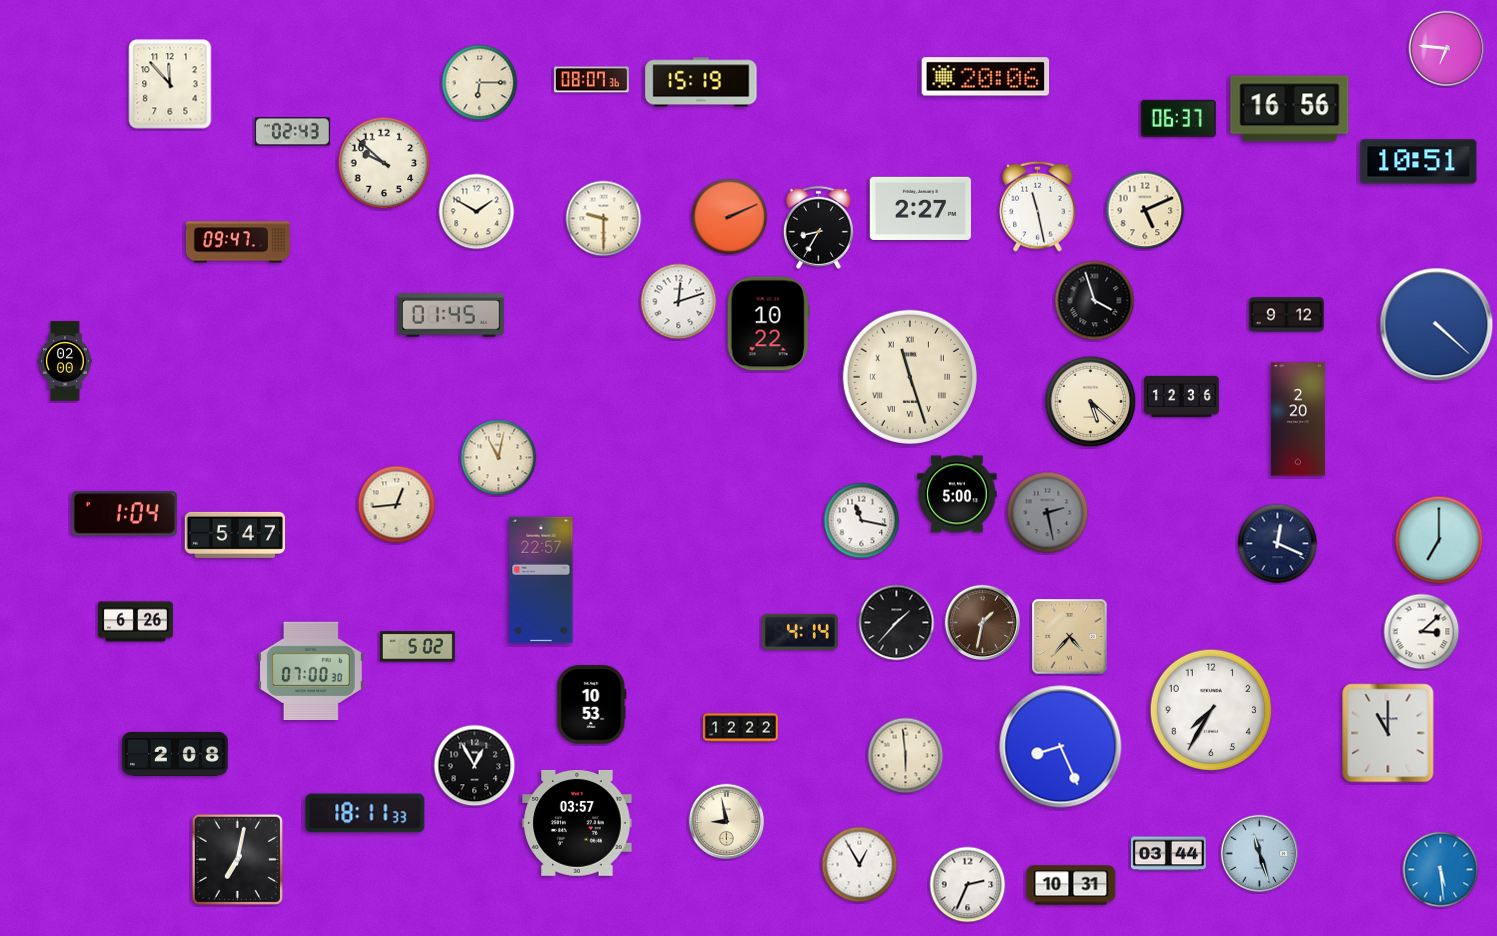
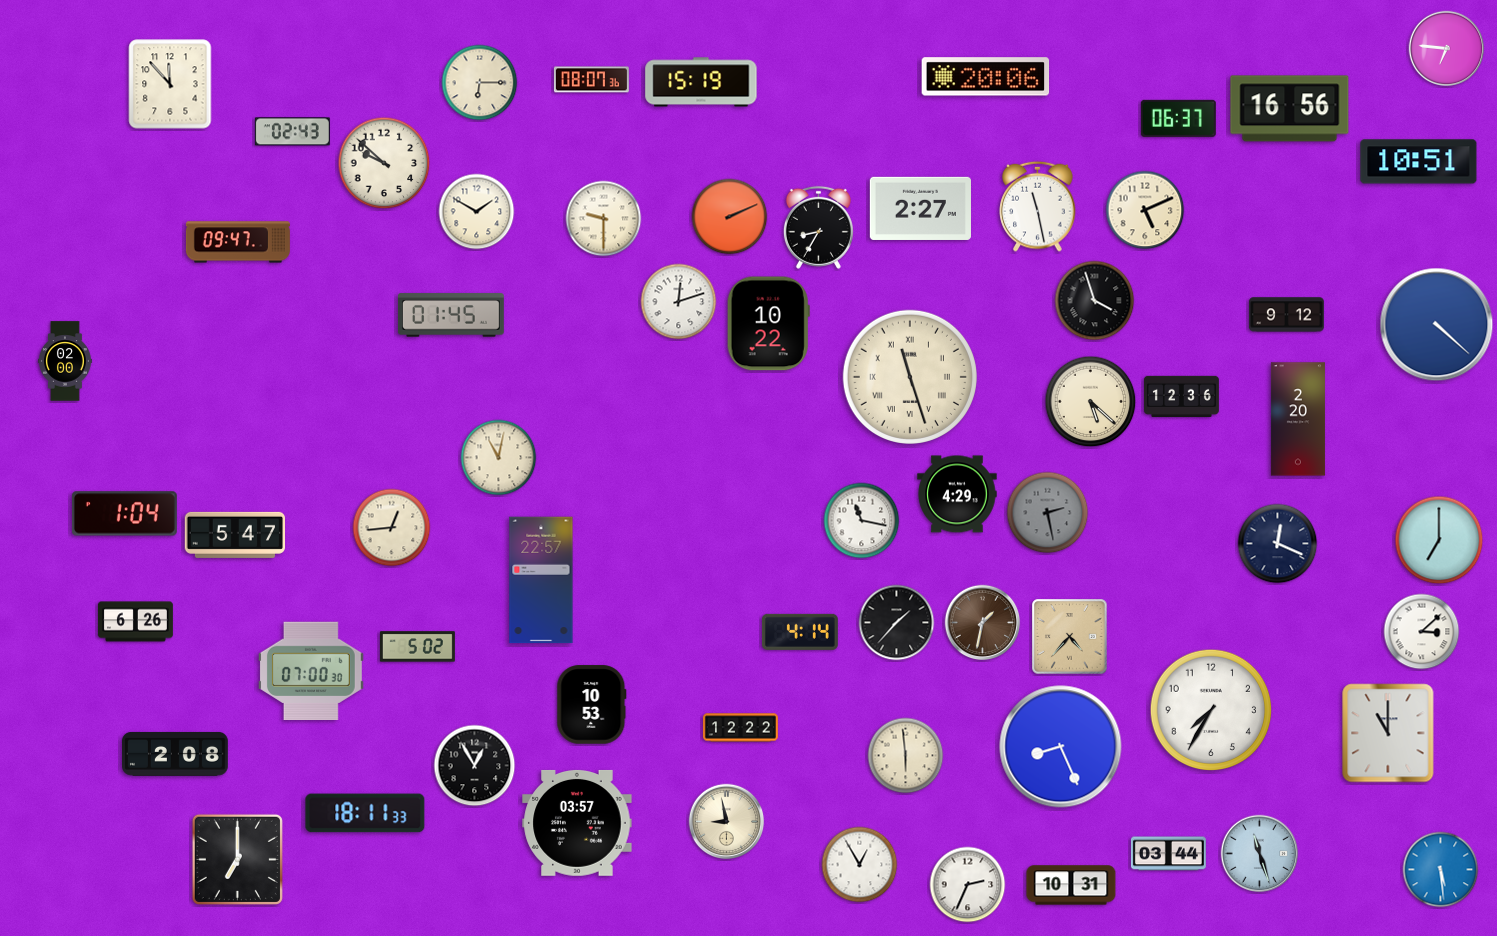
clock at (957, 494): 5:00 -> 4:29
clock at (397, 505) position: (397, 505) -> (392, 528)
clock at (237, 859): 7:02 -> 7:00
